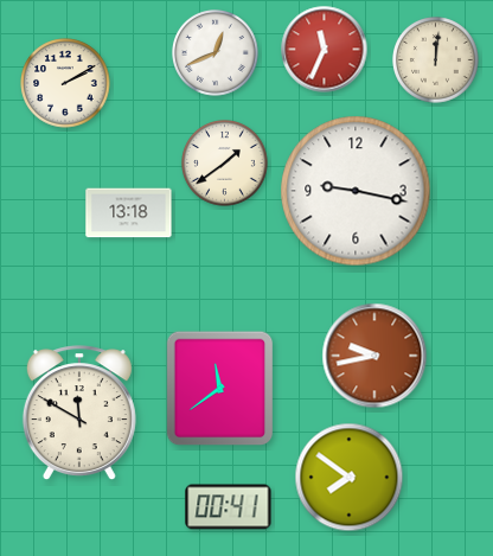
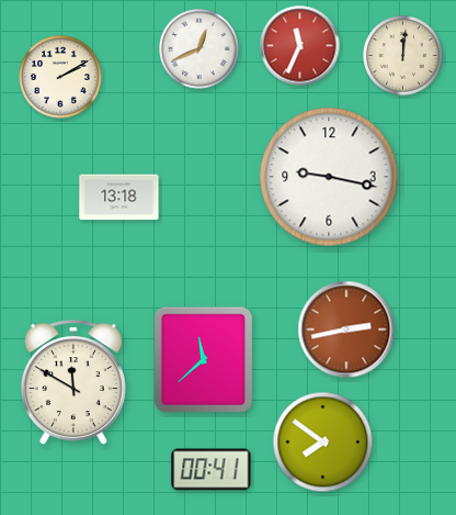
clock at (225, 164): 1:39 -> none
clock at (374, 356): 9:43 -> 2:43
clock at (220, 389): 11:39 -> 11:38
